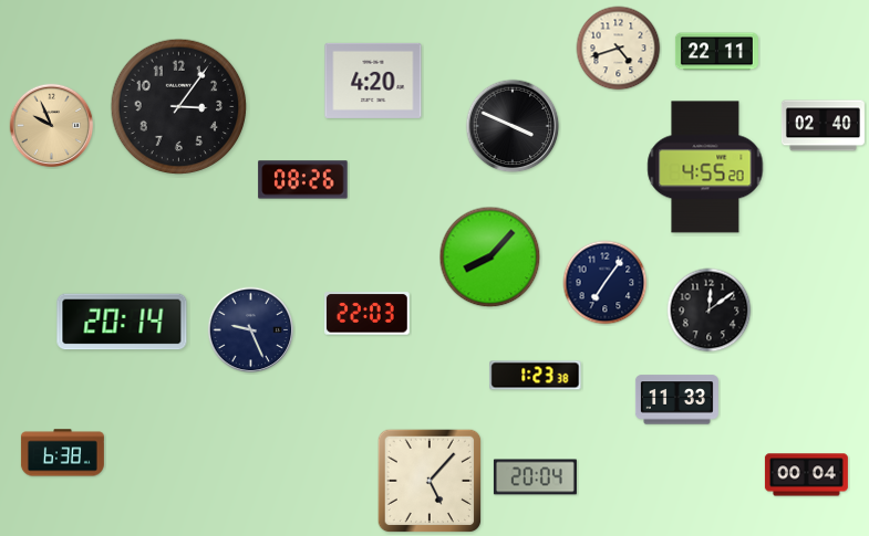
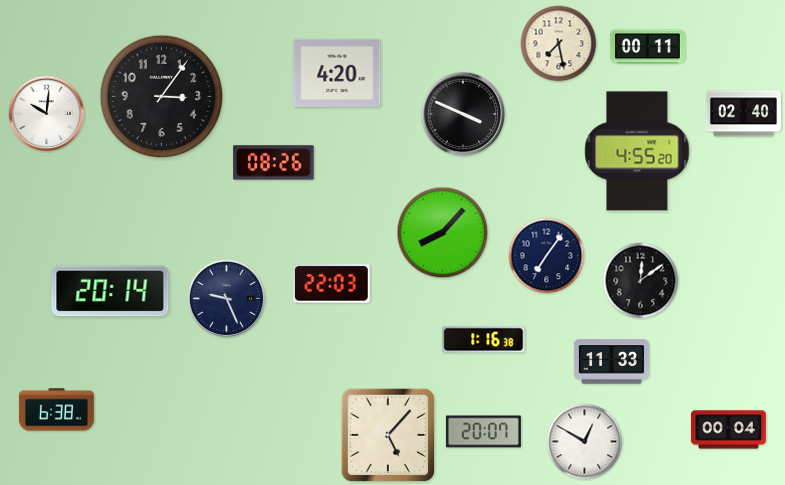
clock at (619, 49): 4:42 -> 7:28
clock at (716, 52): 22:11 -> 00:11
clock at (52, 126): 9:56 -> 10:01
clock at (52, 126) dial: champagne -> white
clock at (536, 376): 1:23 -> 1:16
clock at (535, 477): 20:04 -> 20:07
clock at (585, 442): none -> 12:50
